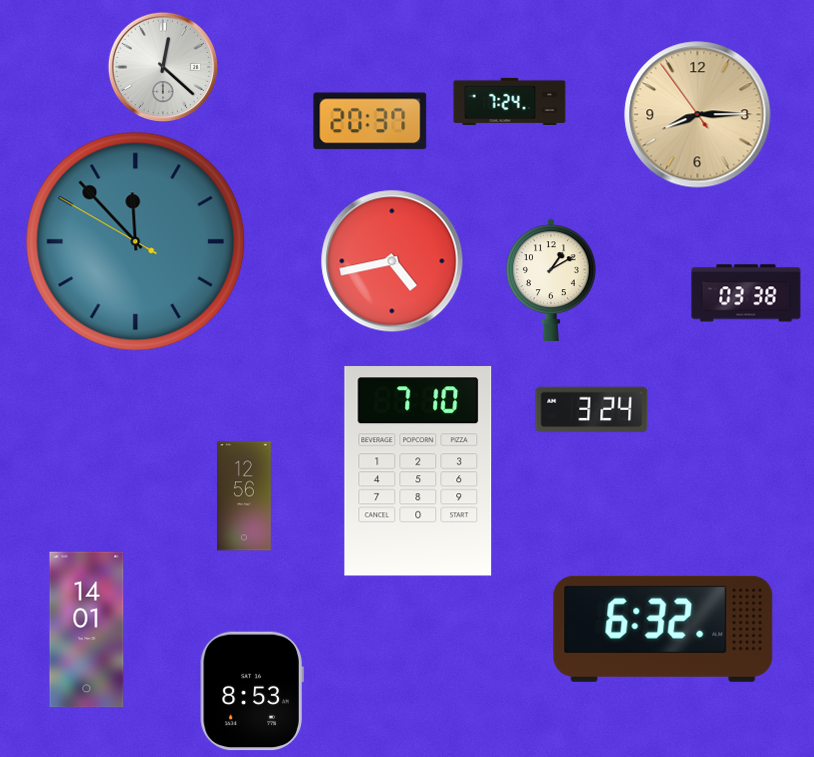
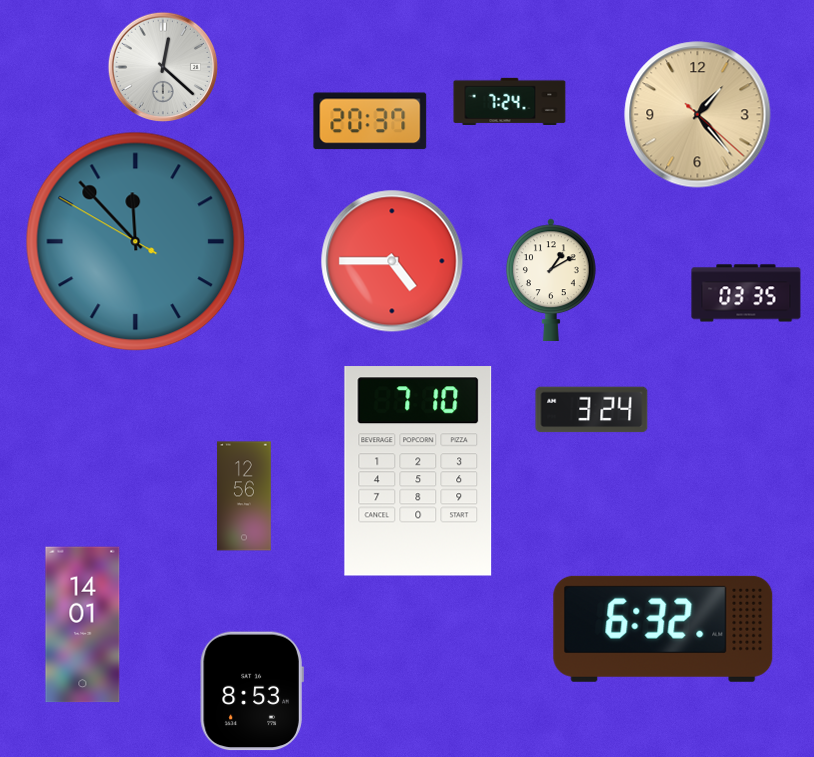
clock at (698, 115): 8:14 -> 1:23
clock at (392, 261): 4:43 -> 4:45
clock at (746, 293): 03:38 -> 03:35
clock at (87, 630) position: (87, 630) -> (83, 625)
